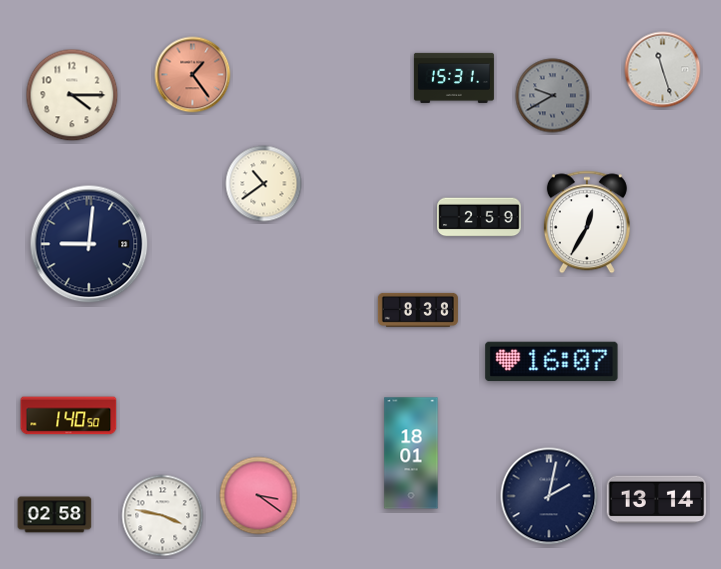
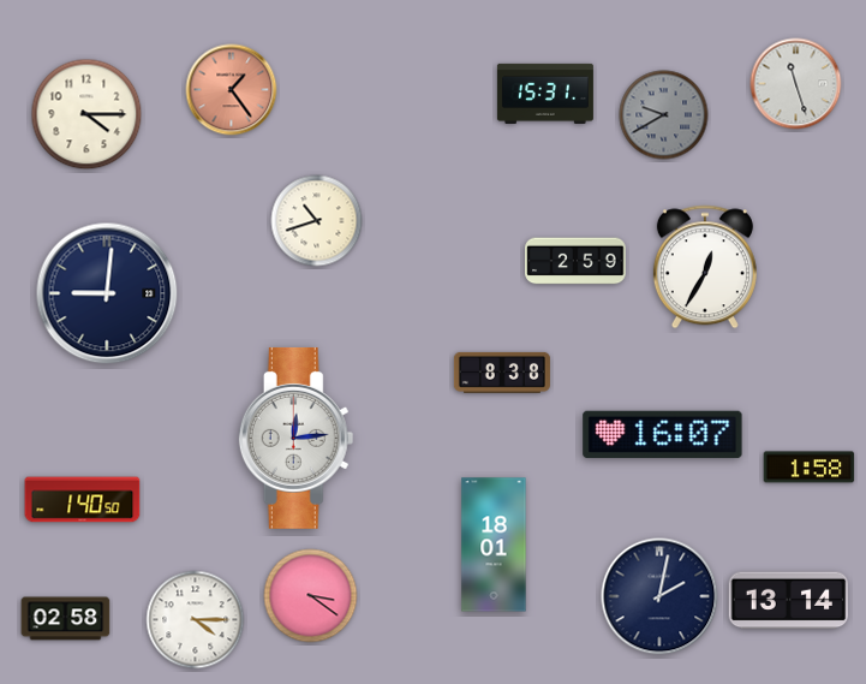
clock at (264, 184): 10:39 -> 10:42
clock at (297, 438): none -> 12:14
clock at (810, 468): none -> 1:58
clock at (163, 516): 3:47 -> 4:15
